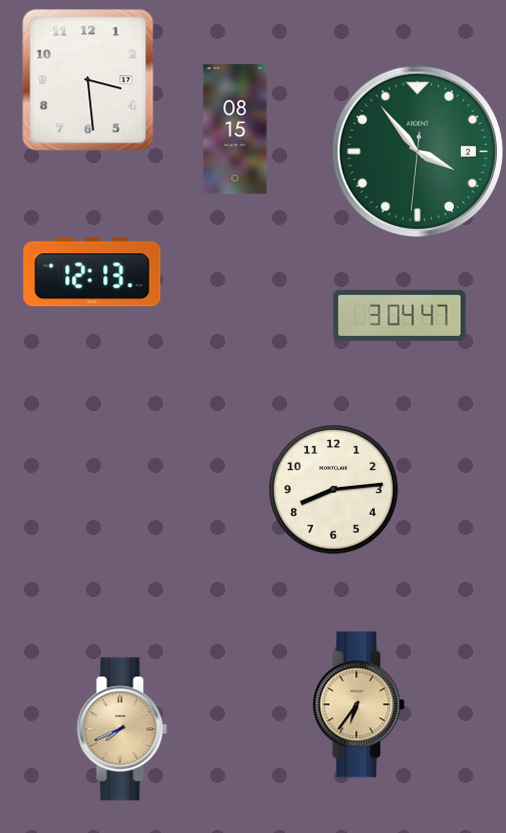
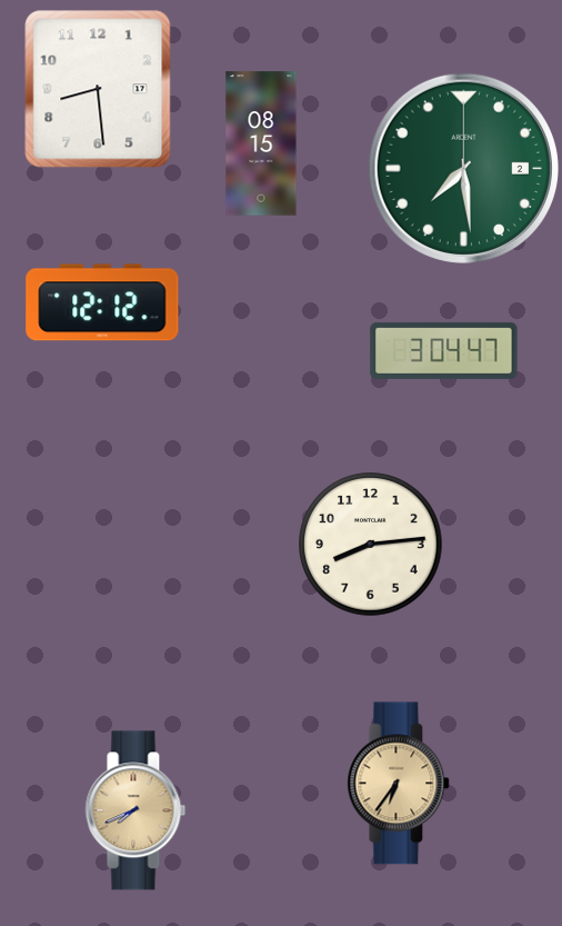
clock at (88, 80): 3:29 -> 8:29
clock at (417, 151): 3:53 -> 7:29
clock at (92, 272): 12:13 -> 12:12
